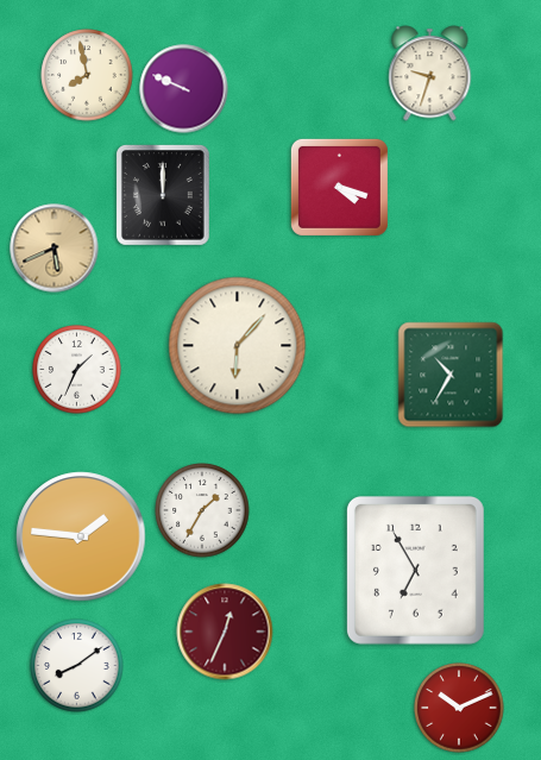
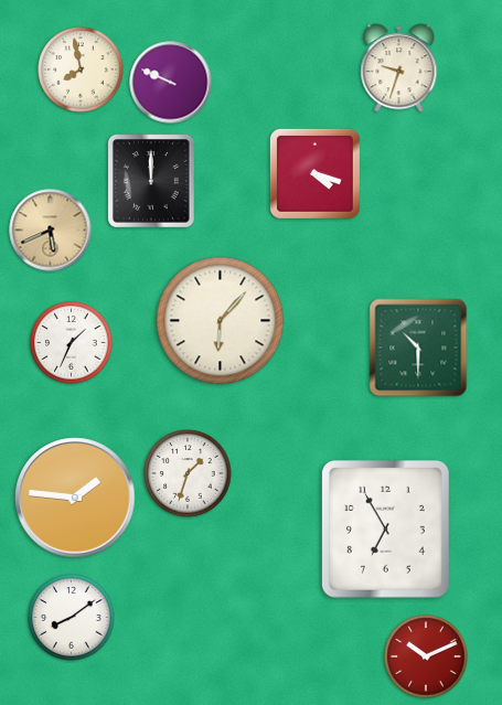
clock at (451, 375): 10:35 -> 10:30
clock at (202, 510): 1:35 -> 1:33
clock at (225, 632): 12:34 -> none
